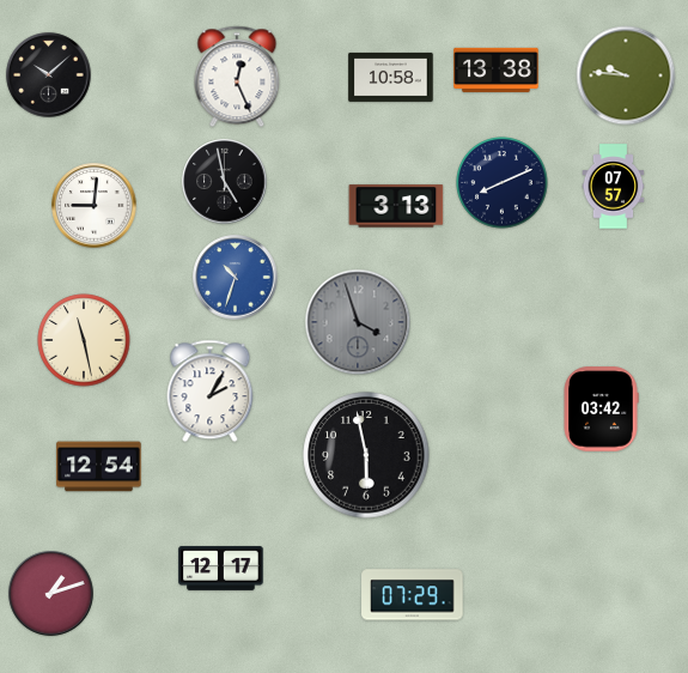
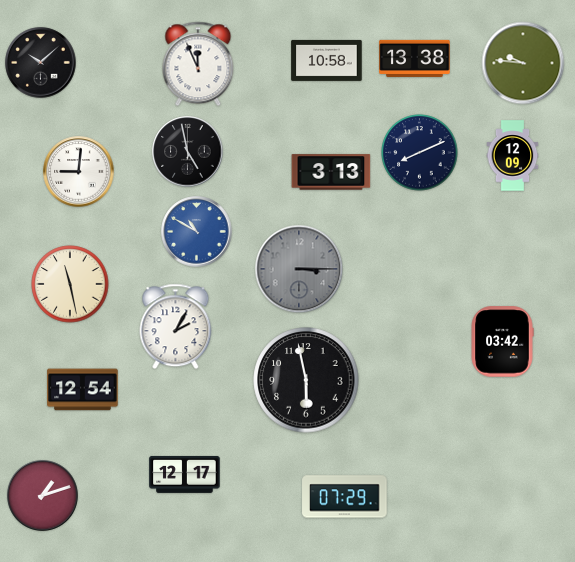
clock at (237, 77): 12:26 -> 11:56
clock at (391, 77) position: (391, 77) -> (327, 60)
clock at (614, 187): 07:57 -> 12:09
clock at (236, 278): 10:33 -> 10:50
clock at (358, 322): 3:57 -> 3:15
